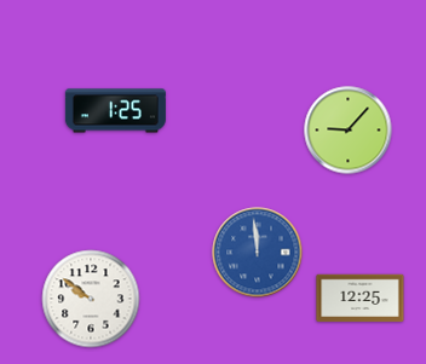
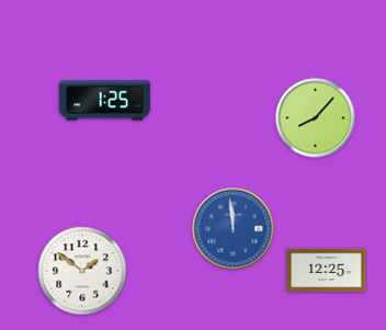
clock at (349, 131): 9:07 -> 8:07
clock at (91, 299): 9:51 -> 1:51
